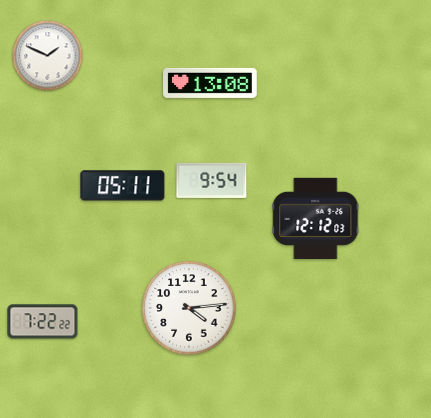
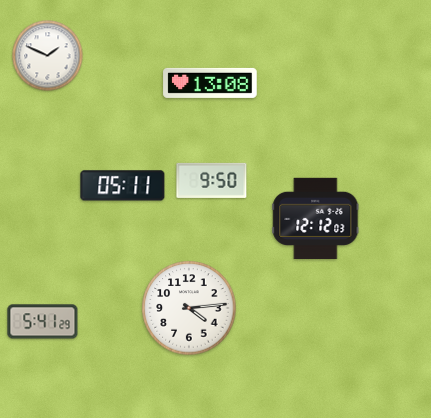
clock at (212, 180): 9:54 -> 9:50
clock at (43, 322): 7:22 -> 5:41
